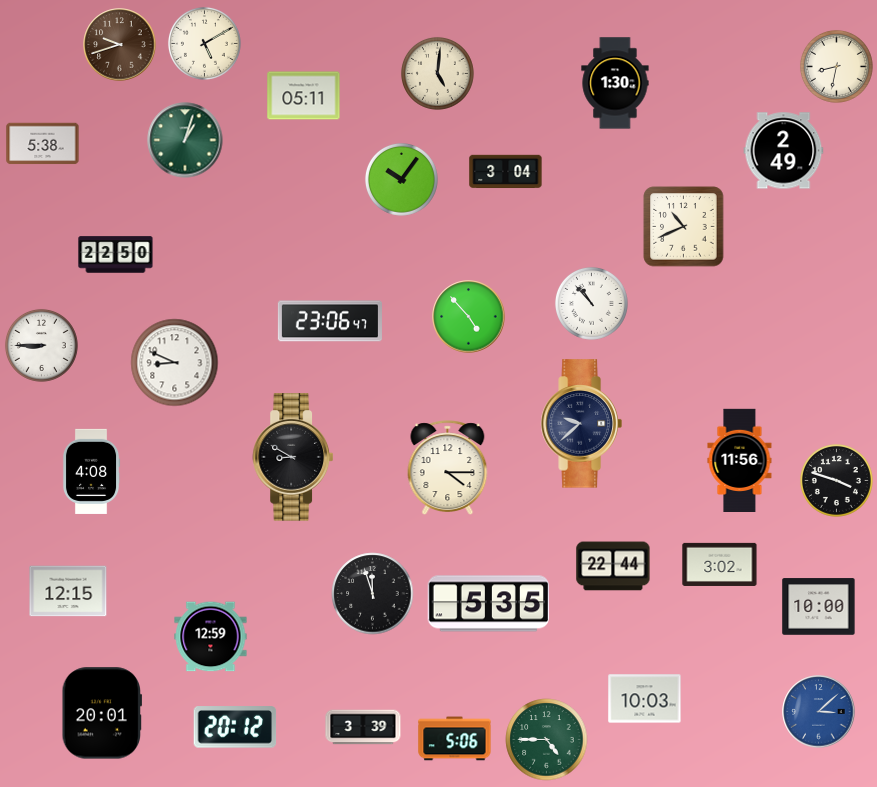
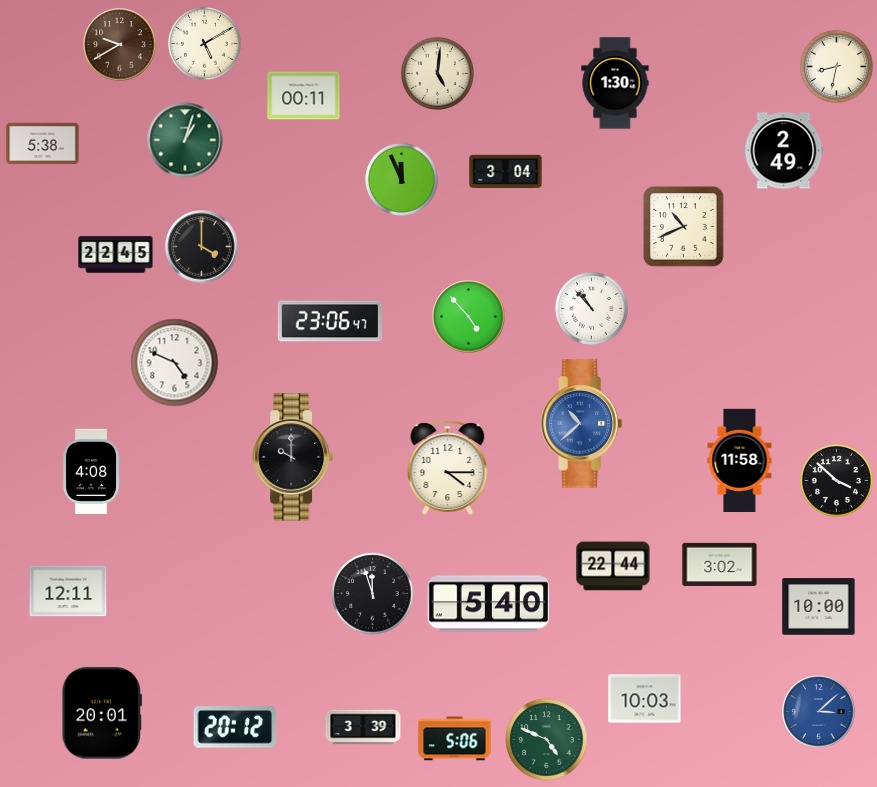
clock at (120, 45): 9:42 -> 9:40
clock at (304, 96): 05:11 -> 00:11
clock at (401, 179): 10:06 -> 11:56
clock at (202, 247): none -> 4:00
clock at (116, 255): 22:50 -> 22:45
clock at (591, 303) position: (591, 303) -> (591, 308)
clock at (41, 345): 8:45 -> none
clock at (175, 363): 8:49 -> 4:49
clock at (581, 424): 9:38 -> 10:38
clock at (581, 424) dial: navy -> blue
clock at (292, 457): 8:50 -> 10:00
clock at (740, 460): 11:56 -> 11:58
clock at (836, 480): 3:48 -> 3:52
clock at (68, 591): 12:15 -> 12:11
clock at (489, 604): 5:35 -> 5:40
clock at (211, 637): 12:59 -> none
clock at (547, 740): 4:45 -> 4:49
